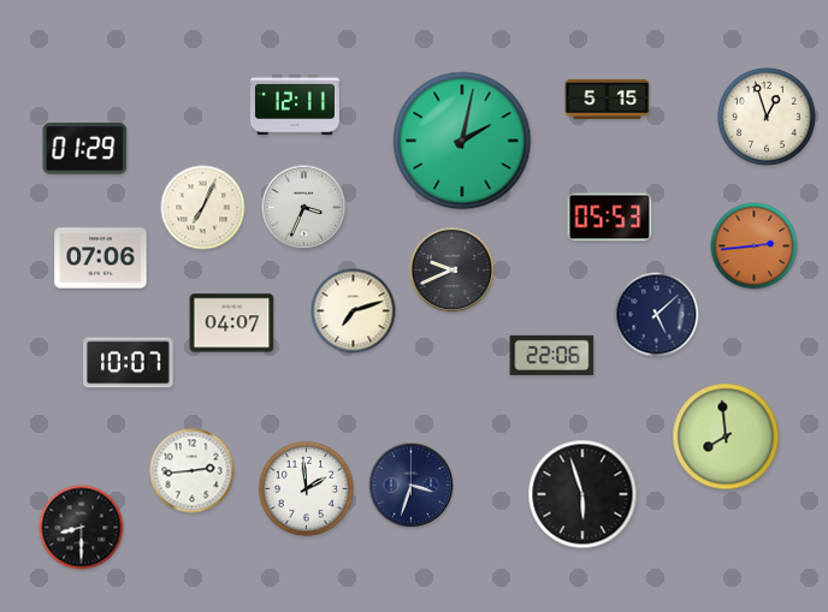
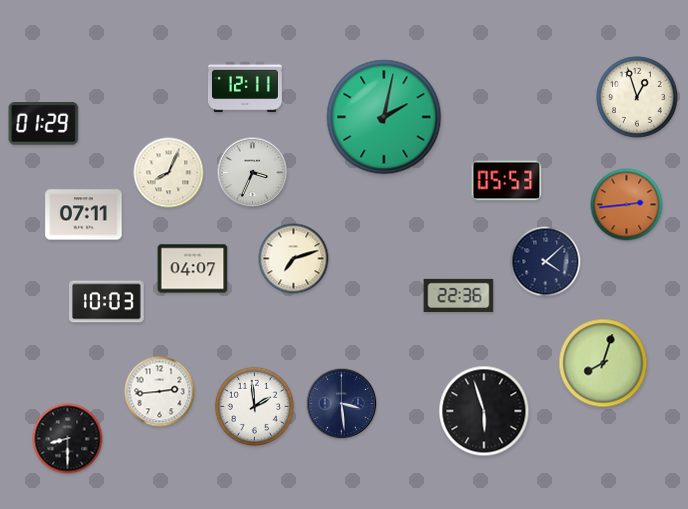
clock at (608, 99): 5:15 -> none
clock at (85, 149) position: (85, 149) -> (44, 124)
clock at (203, 208): 7:04 -> 8:04
clock at (101, 259): 07:06 -> 07:11
clock at (453, 271): 9:41 -> none
clock at (657, 315): 5:08 -> 4:08
clock at (552, 355): 22:06 -> 22:36
clock at (129, 363): 10:07 -> 10:03
clock at (726, 436): 7:59 -> 8:03
clock at (412, 486): 3:33 -> 3:29
